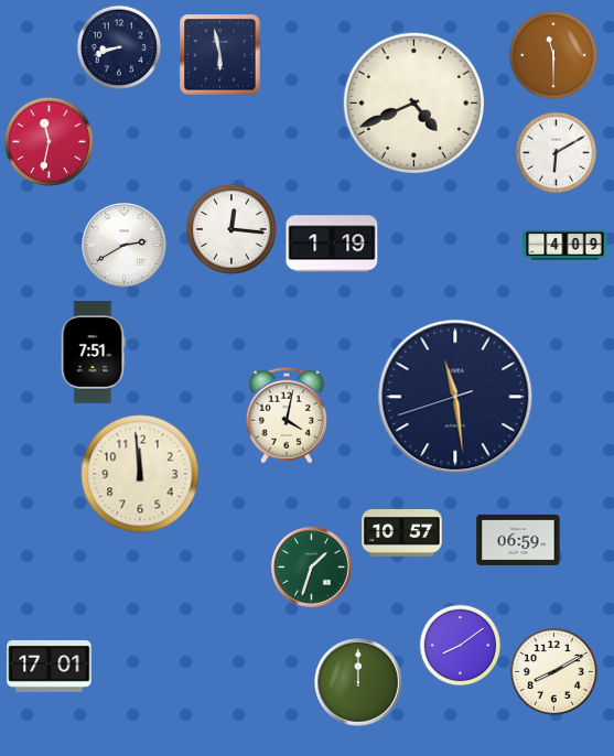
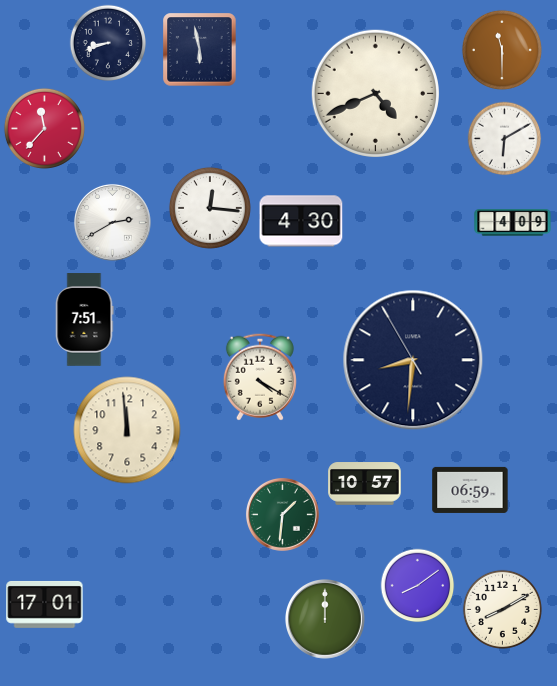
clock at (49, 141): 11:32 -> 11:37
clock at (332, 244): 1:19 -> 4:30
clock at (455, 397): 11:28 -> 8:30
clock at (287, 415): 4:02 -> 4:20
clock at (311, 566): 1:33 -> 1:31
